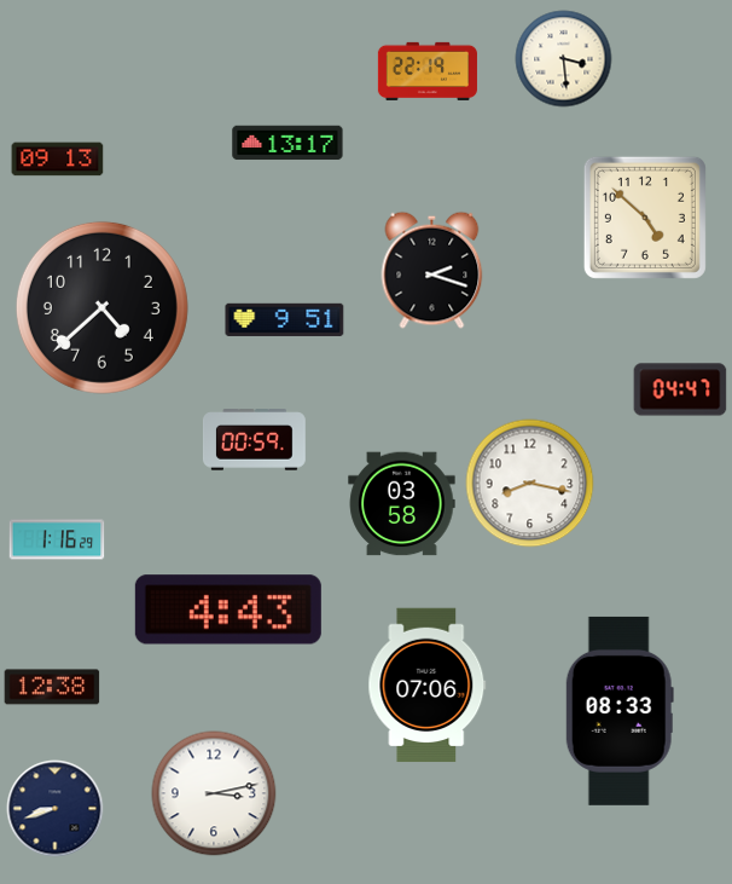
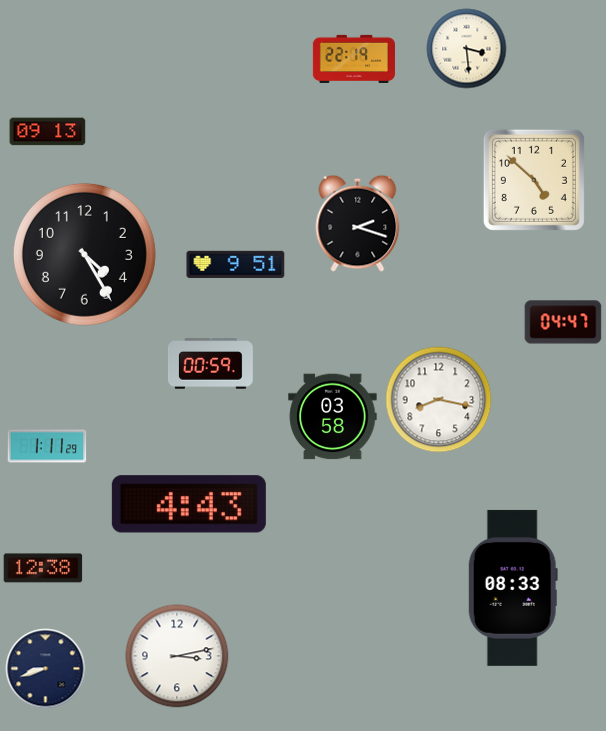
clock at (287, 143): 13:17 -> none
clock at (101, 307): 4:38 -> 4:25
clock at (57, 539): 1:16 -> 1:11
clock at (428, 686): 07:06 -> none
